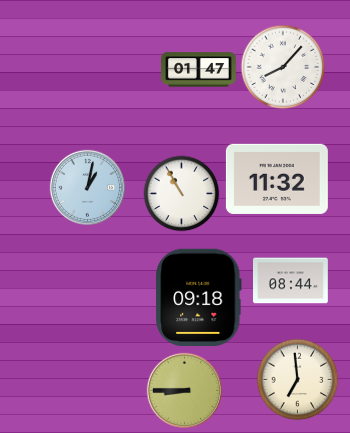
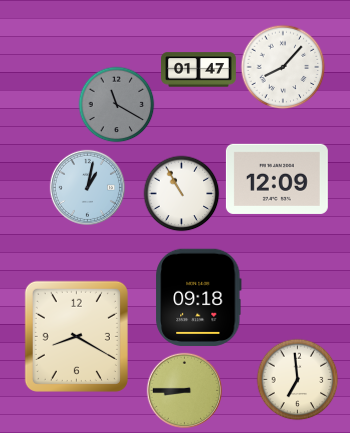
clock at (117, 105): none -> 11:20
clock at (277, 179): 11:32 -> 12:09
clock at (291, 281): 08:44 -> none
clock at (76, 336): none -> 8:20
